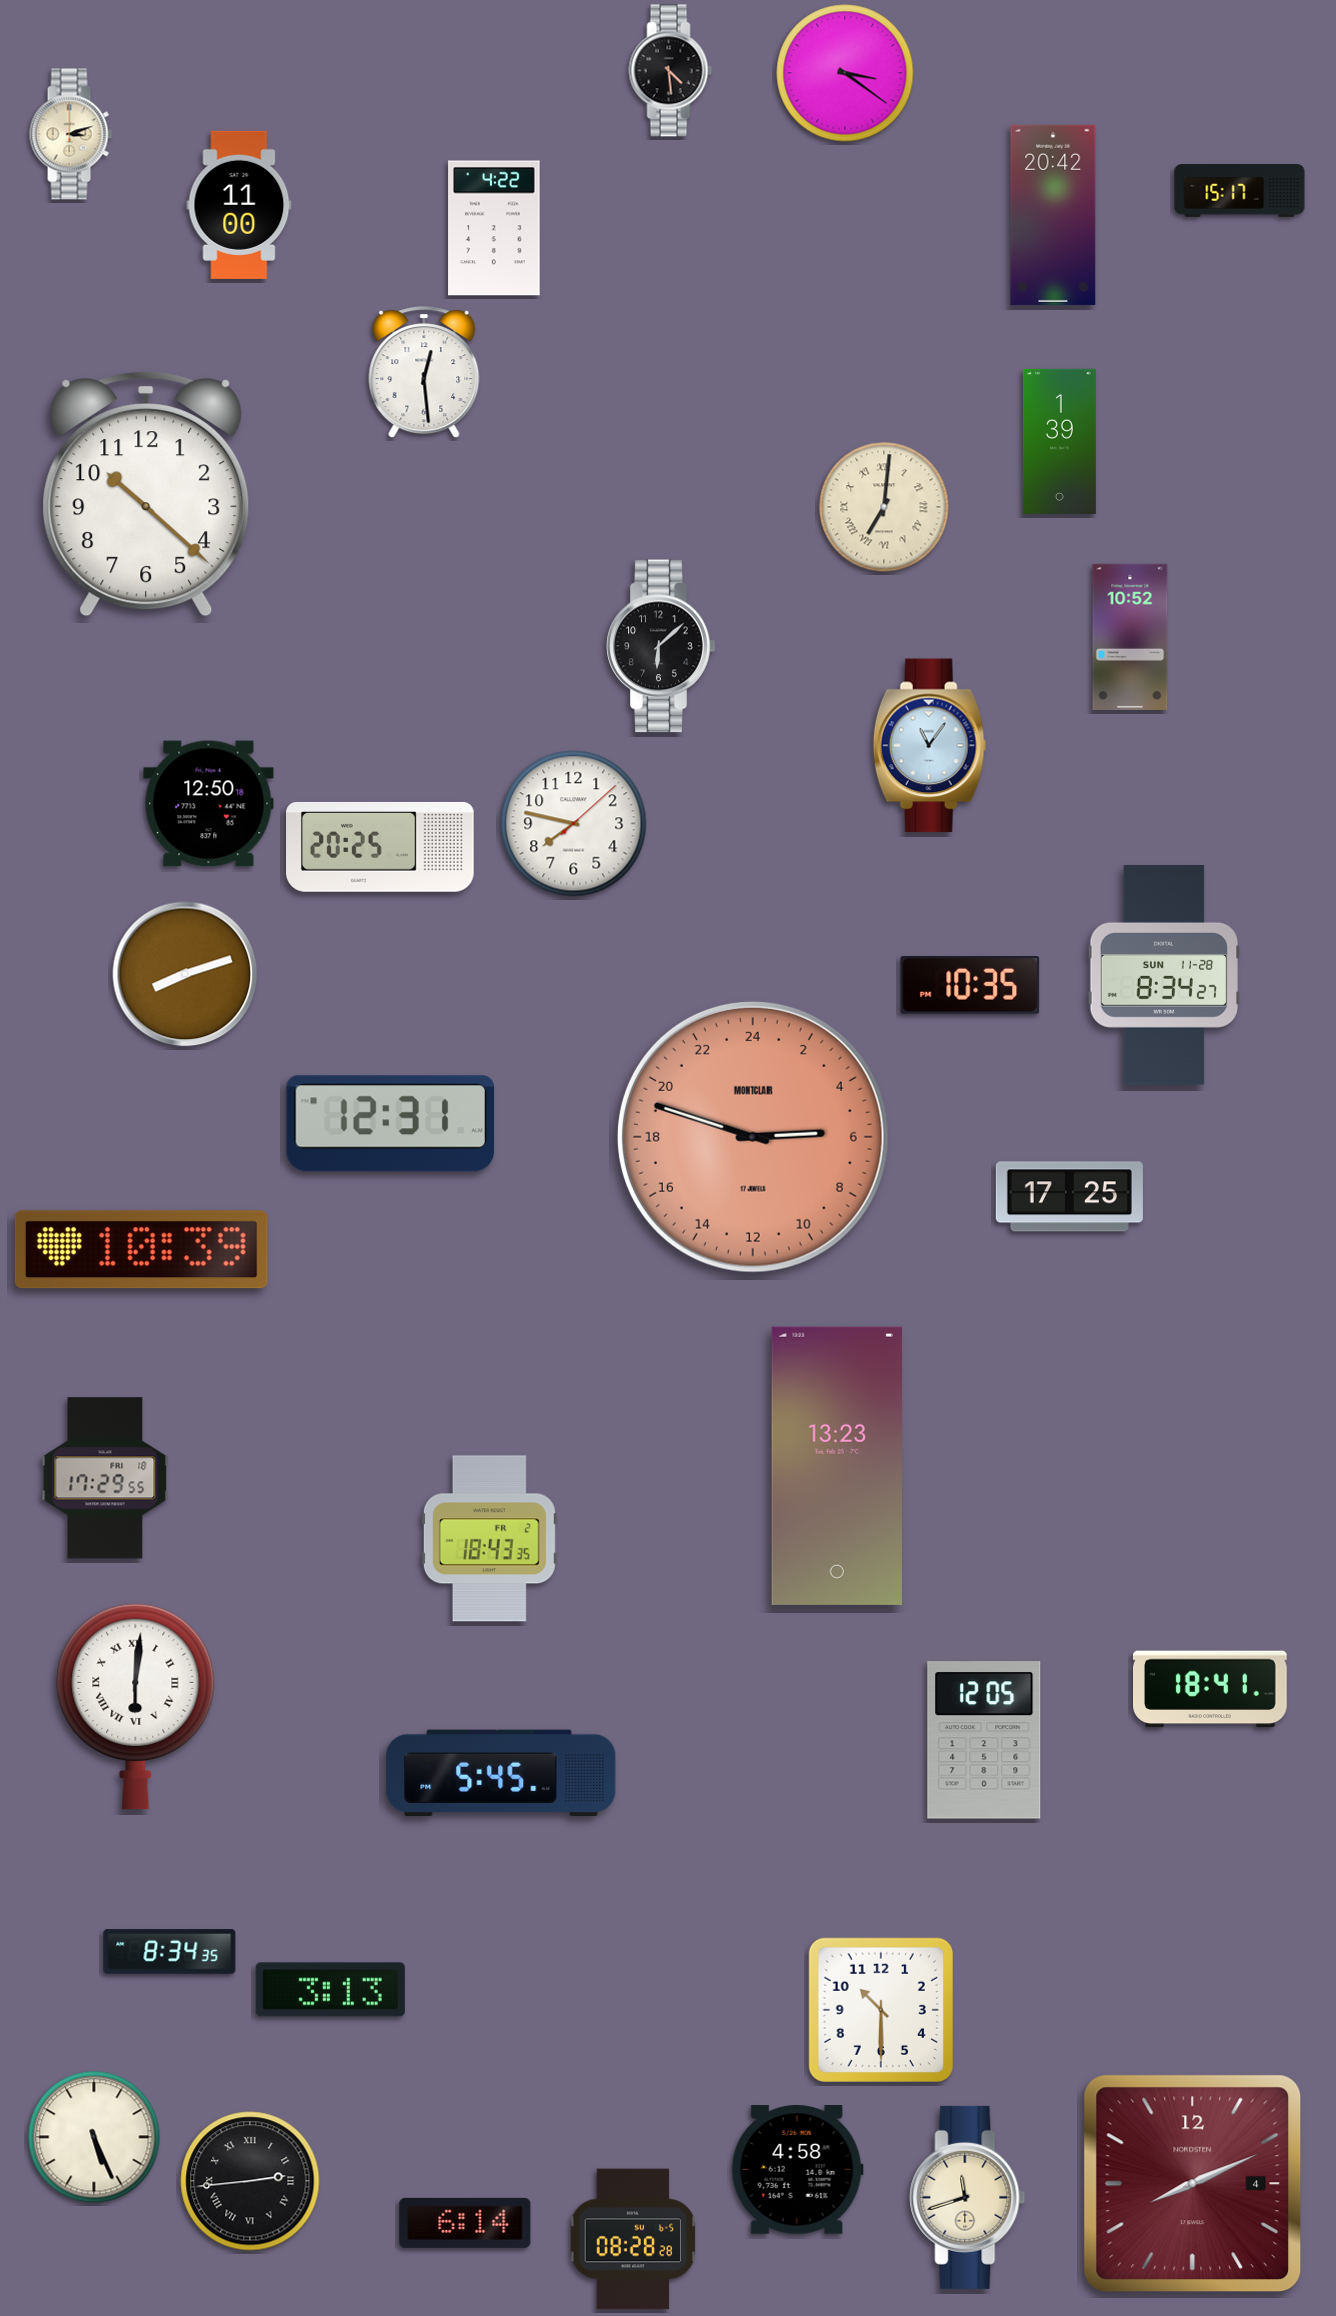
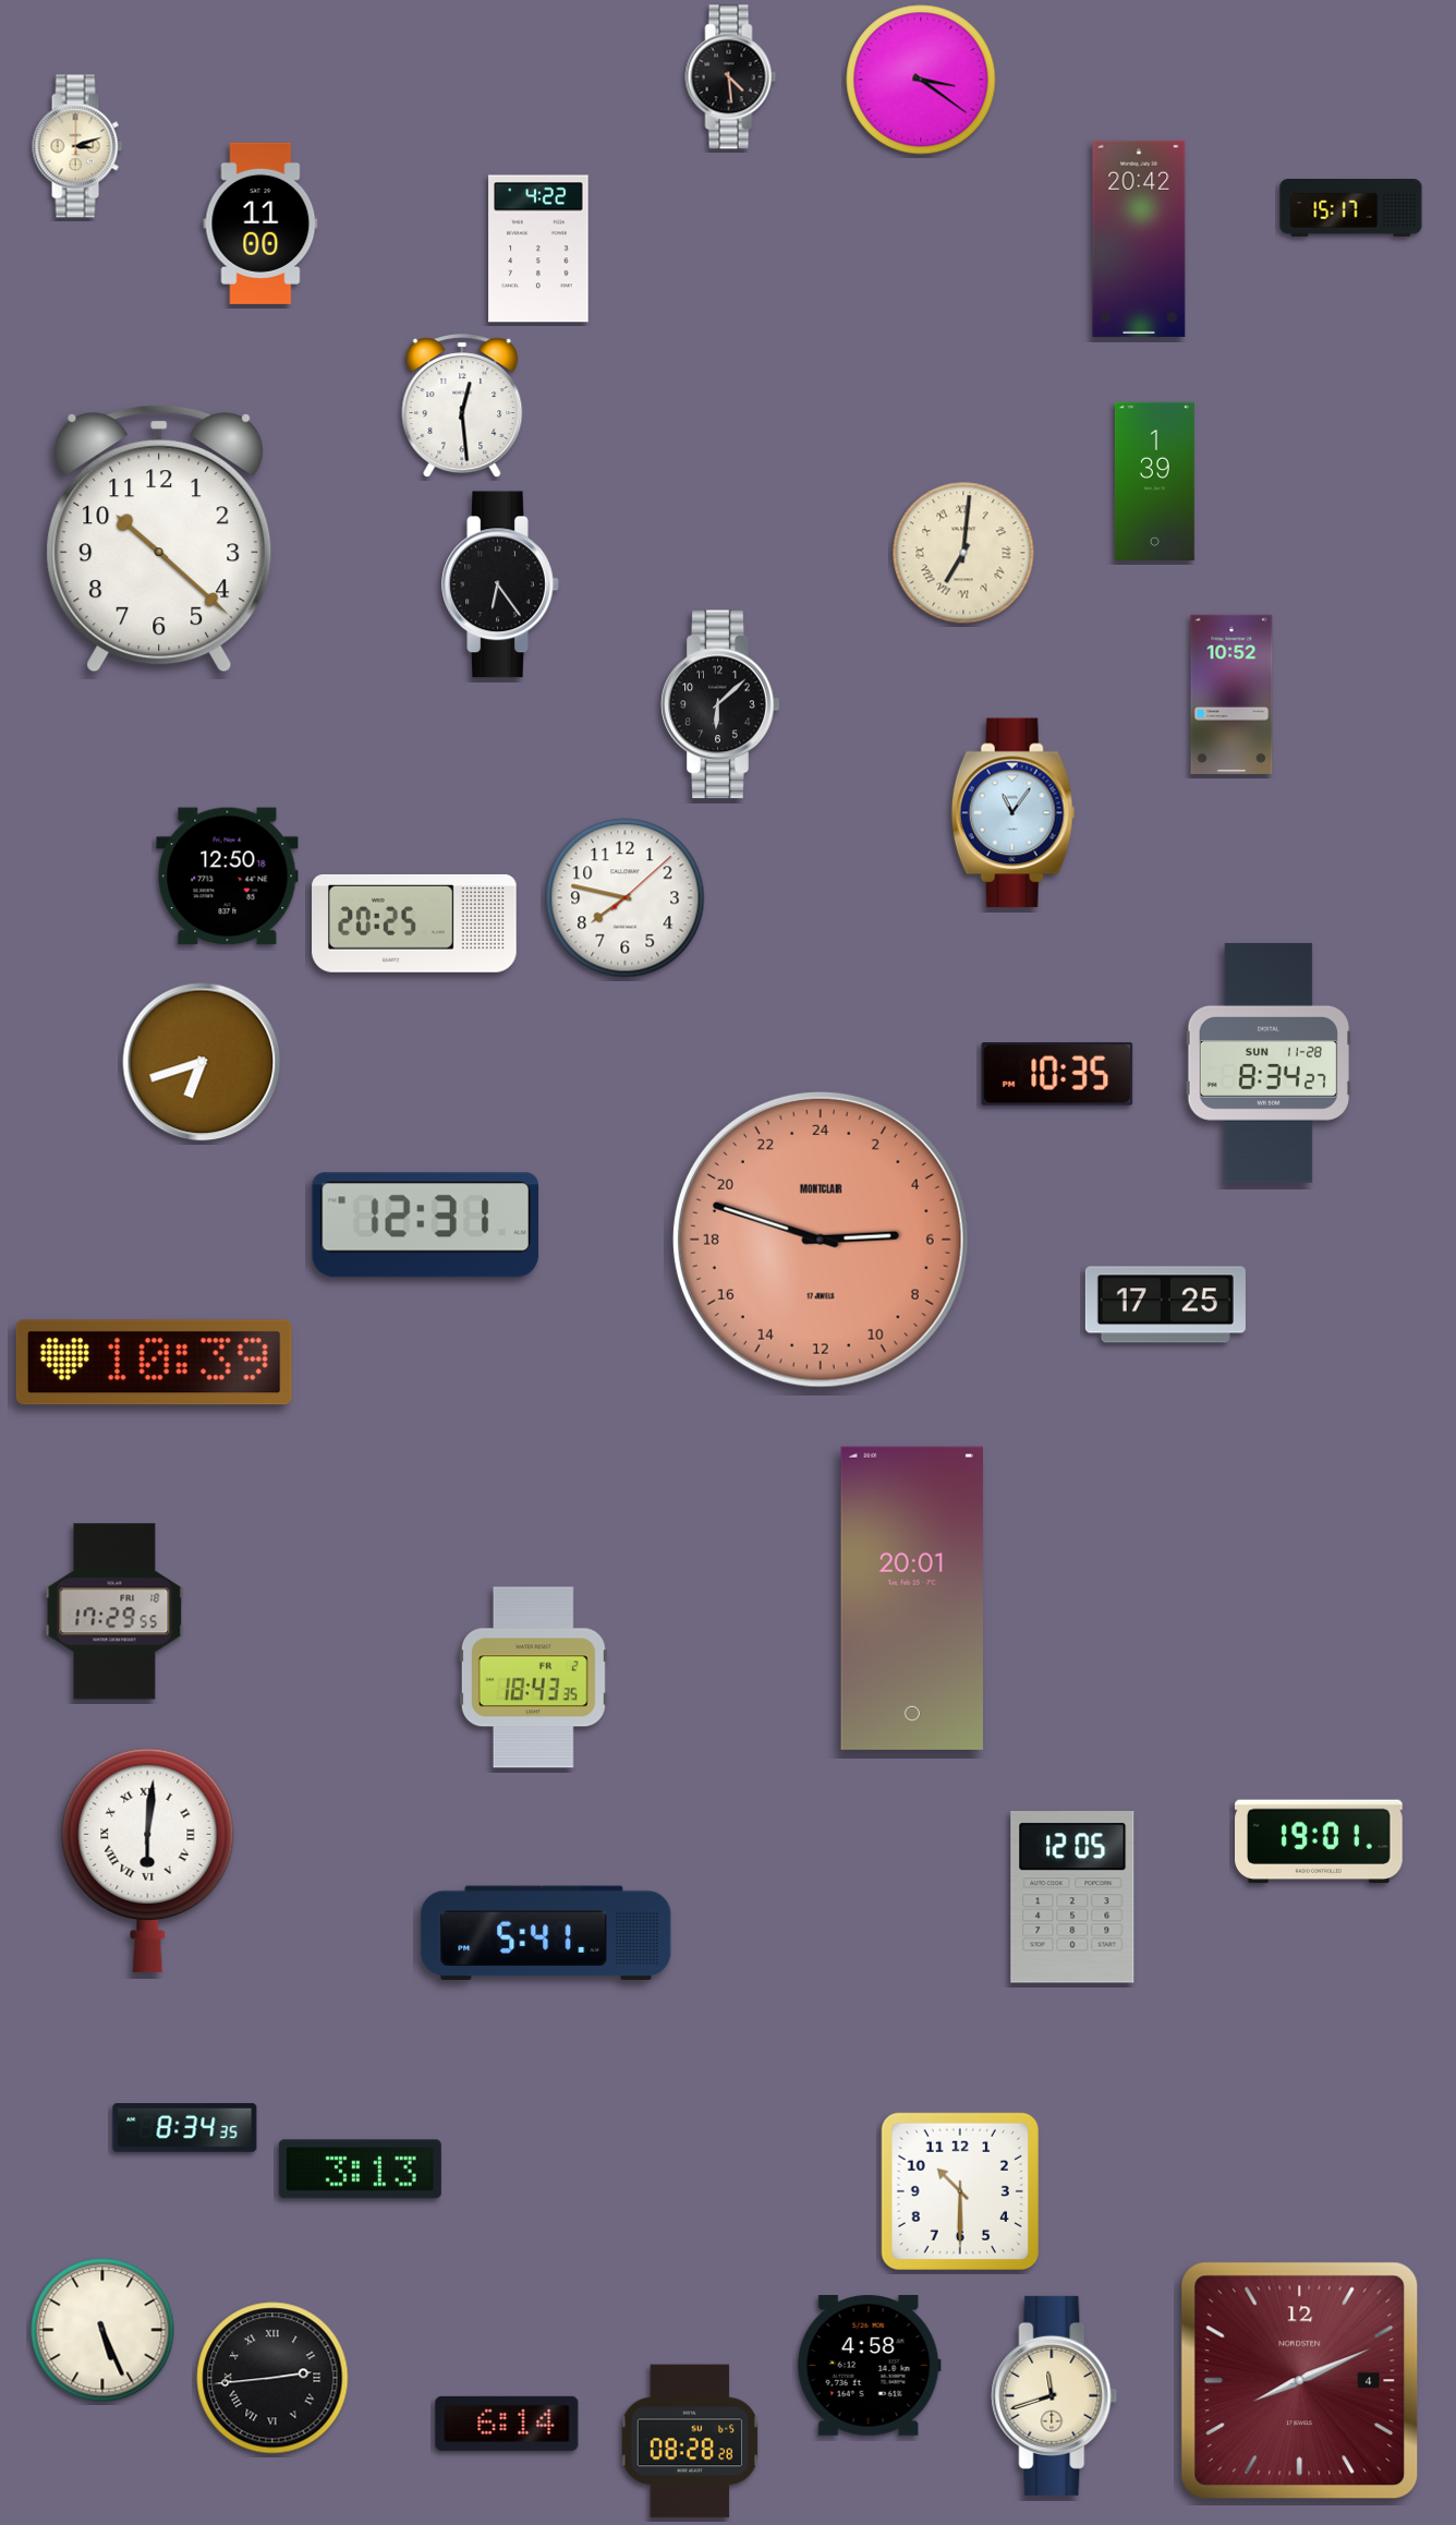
clock at (1053, 215) position: (1053, 215) -> (1139, 239)
clock at (500, 584): none -> 6:24
clock at (185, 974): 8:12 -> 6:42
clock at (837, 1466): 13:23 -> 20:01
clock at (1211, 1689): 18:41 -> 19:01
clock at (501, 1772): 5:45 -> 5:41
